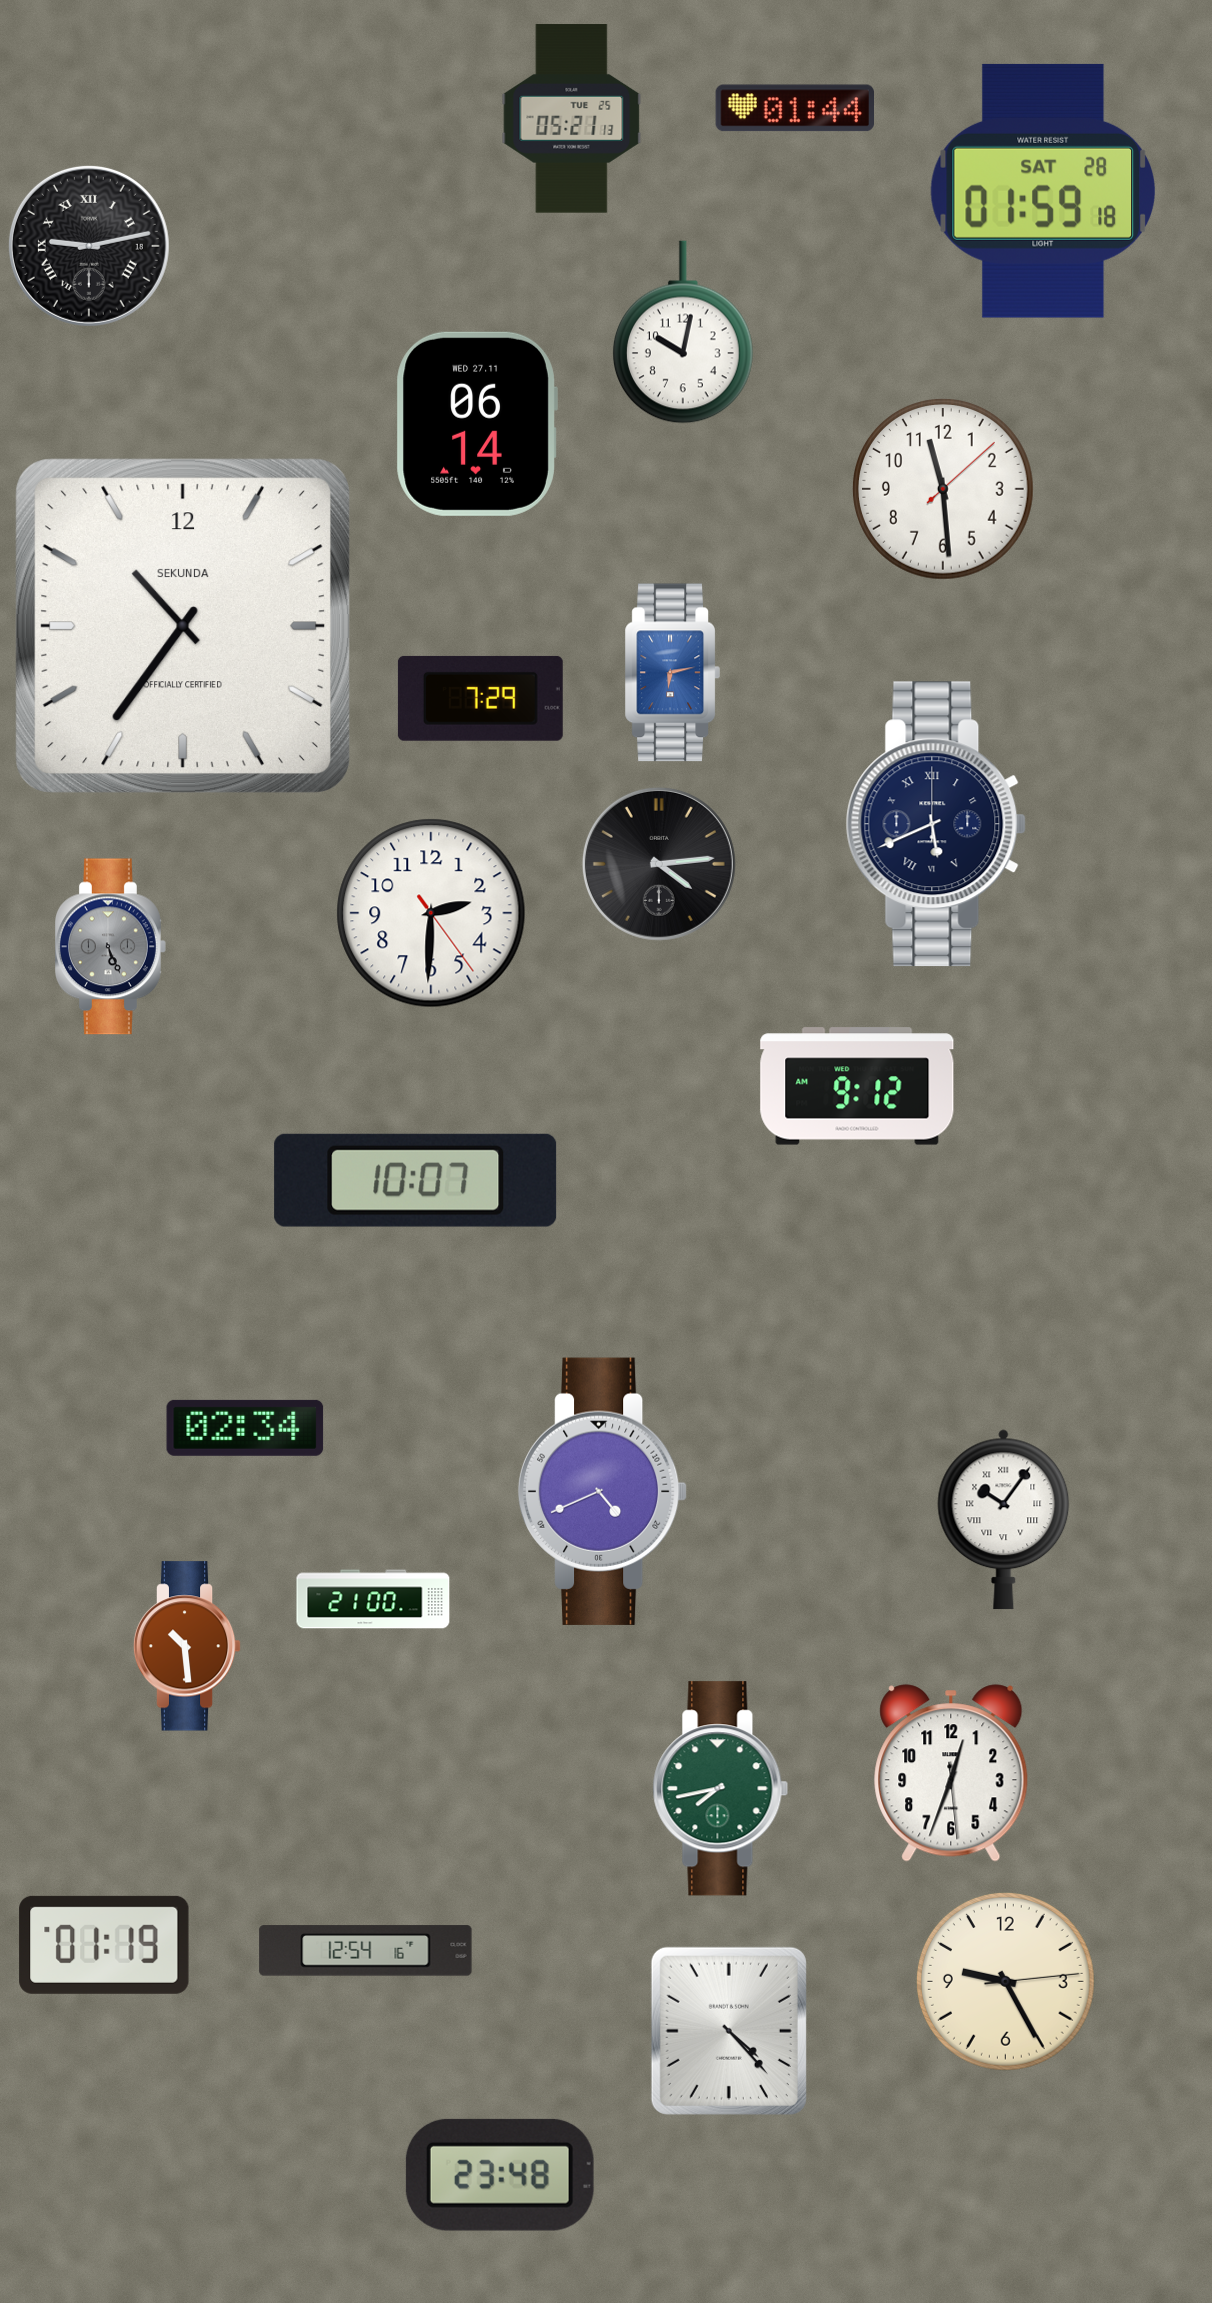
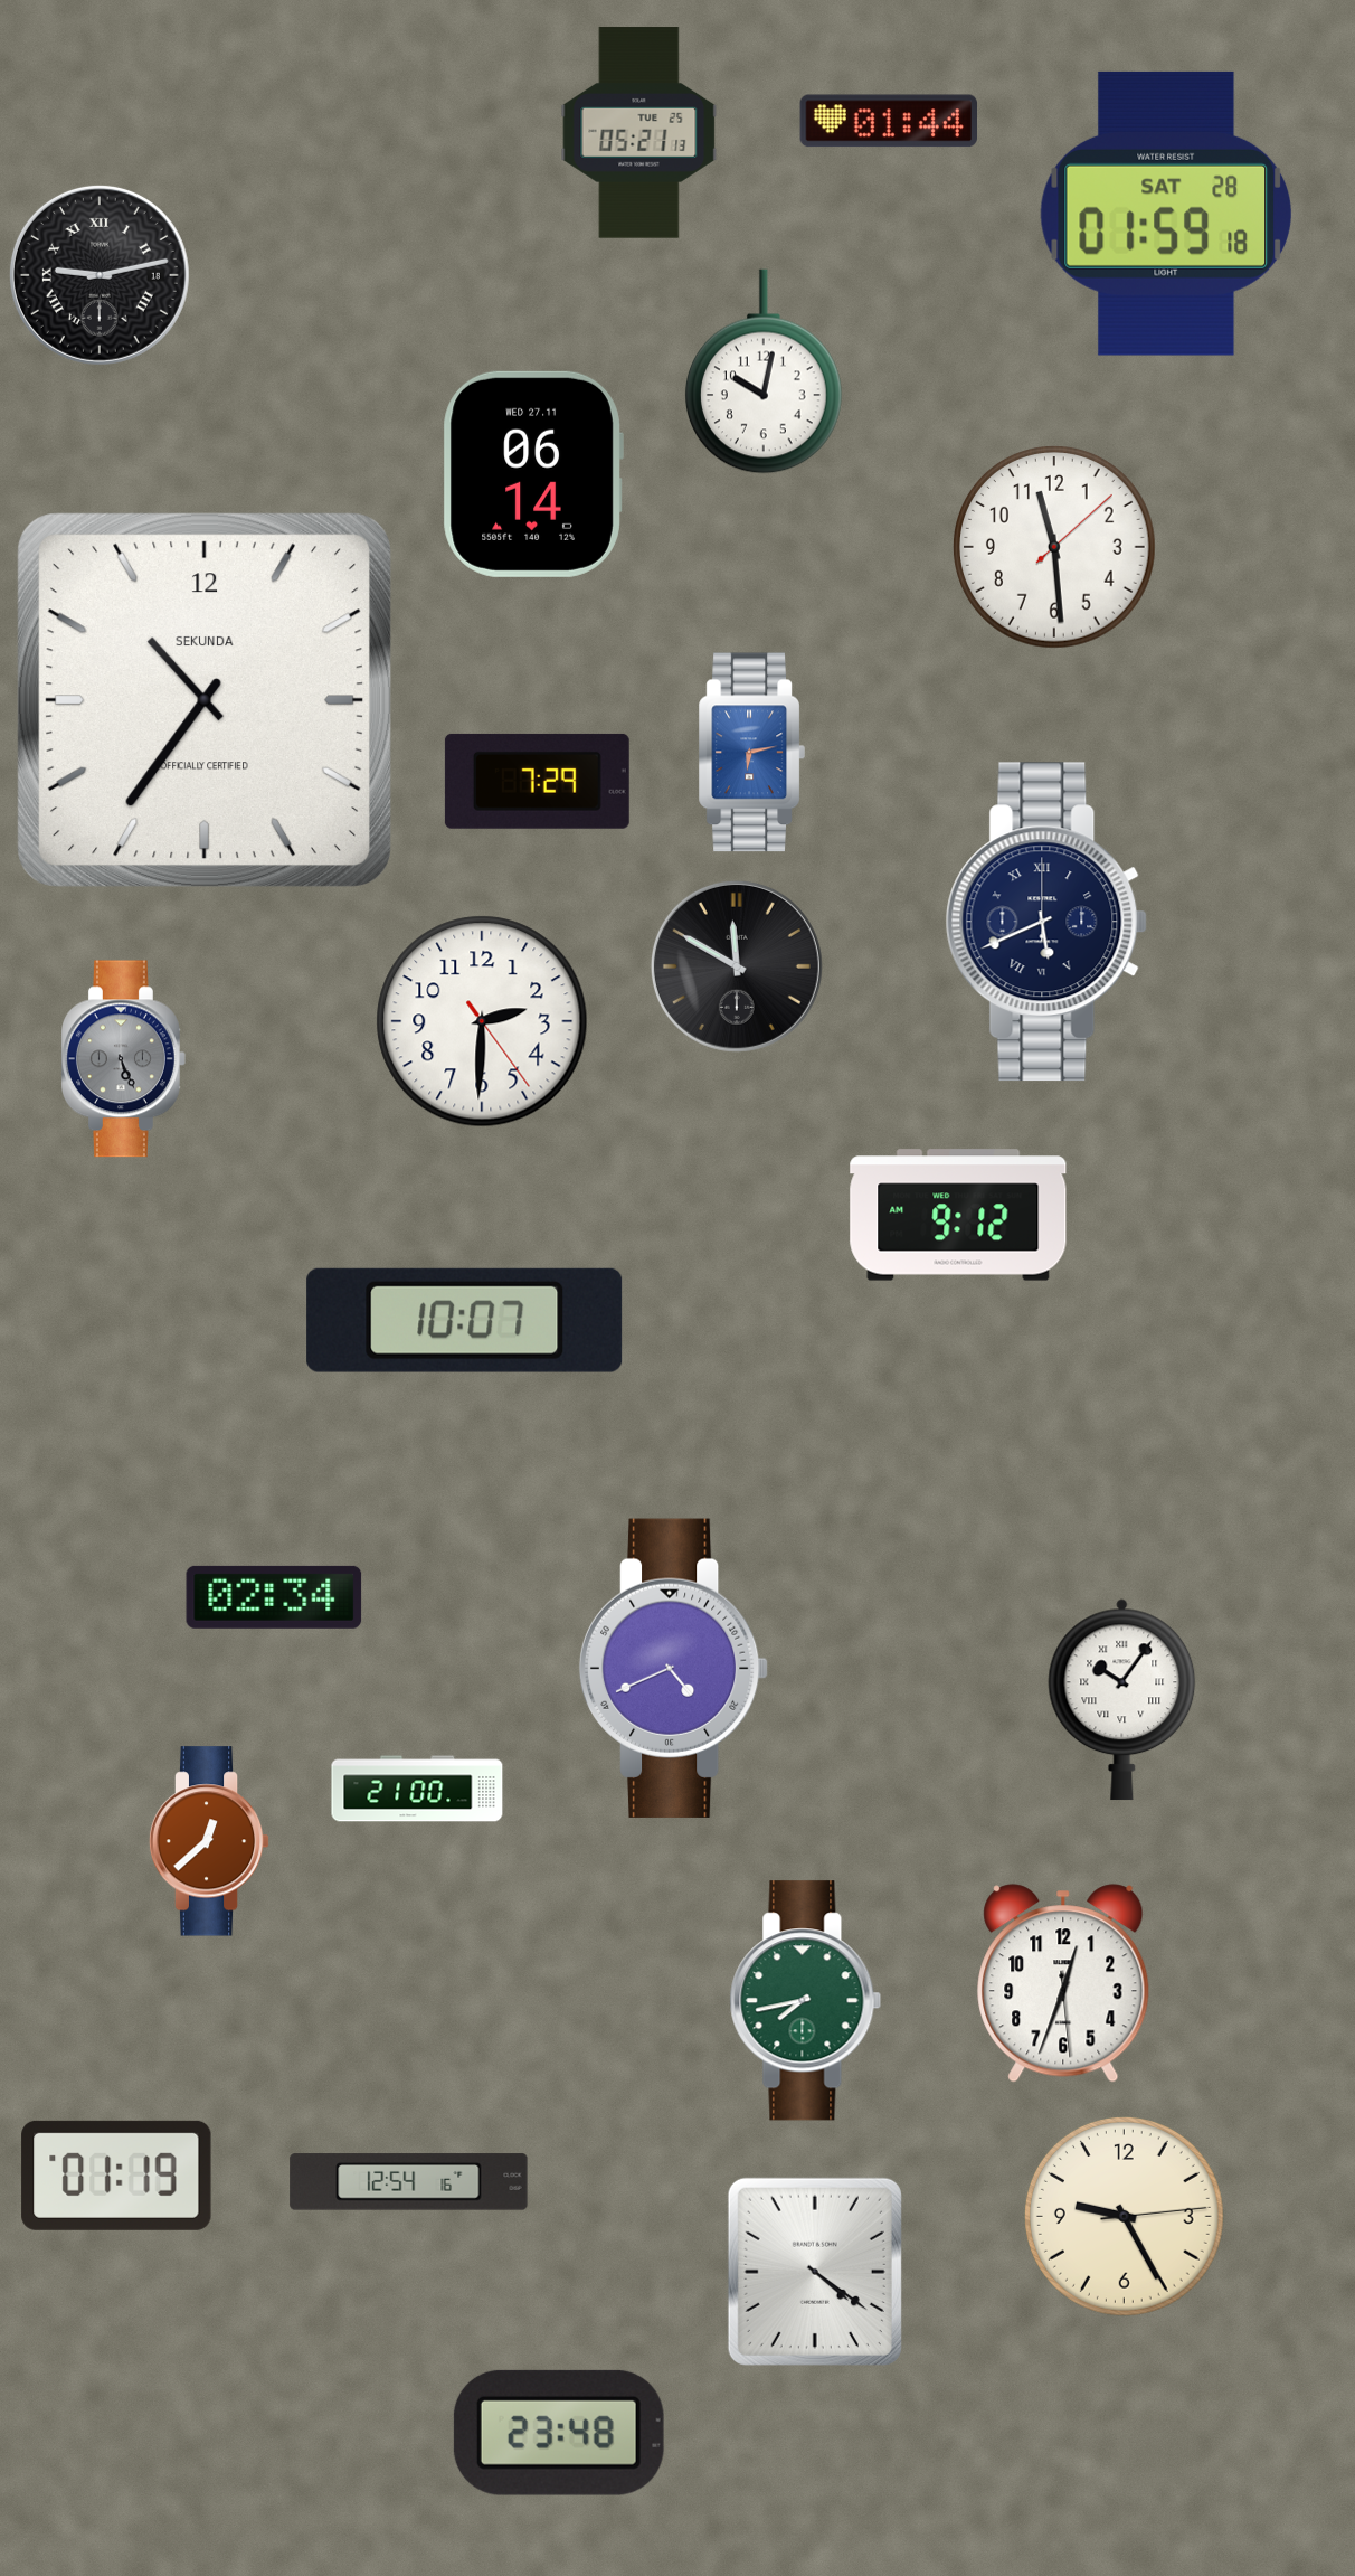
clock at (659, 864): 4:14 -> 11:50
clock at (187, 1646): 10:29 -> 12:38
clock at (729, 2031): 4:23 -> 4:21
